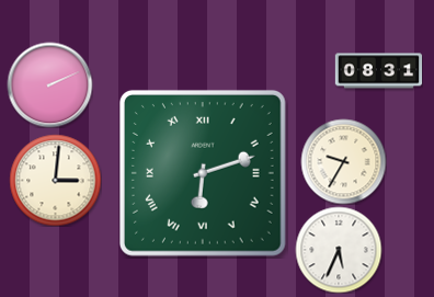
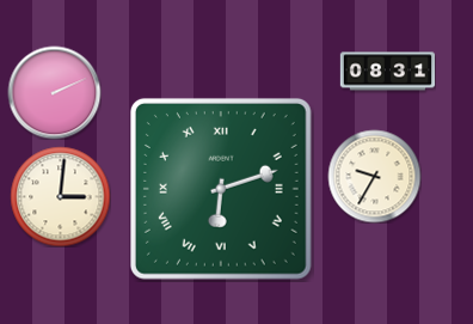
clock at (378, 71) position: (378, 71) -> (387, 72)
clock at (339, 250): 5:34 -> none
